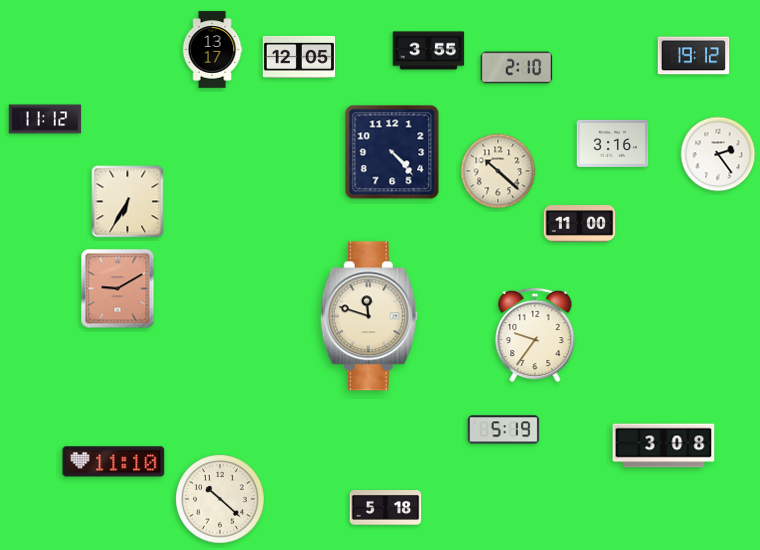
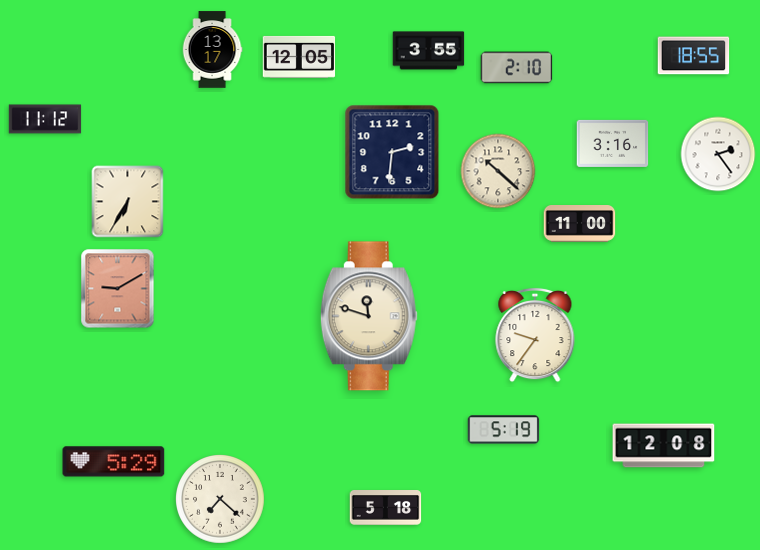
clock at (694, 56): 19:12 -> 18:55
clock at (392, 152): 4:23 -> 2:31
clock at (664, 446): 3:08 -> 12:08
clock at (114, 462): 11:10 -> 5:29
clock at (221, 500): 10:22 -> 7:22
